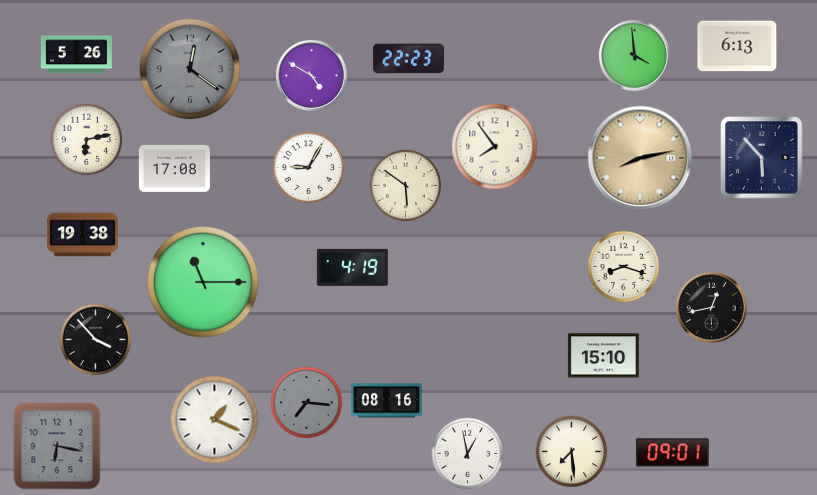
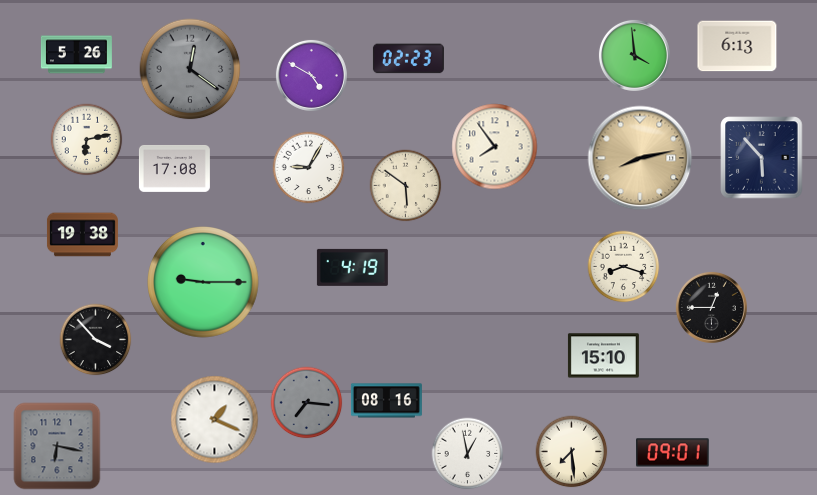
clock at (408, 59): 22:23 -> 02:23
clock at (204, 283): 11:15 -> 9:15
clock at (711, 307): 12:43 -> 12:45
